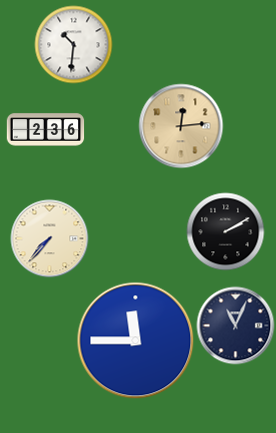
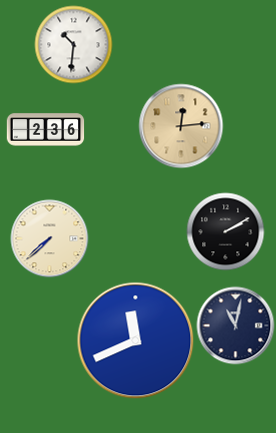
clock at (49, 238): 7:37 -> 7:38
clock at (235, 325): 11:04 -> 11:02
clock at (135, 340): 11:45 -> 11:41
